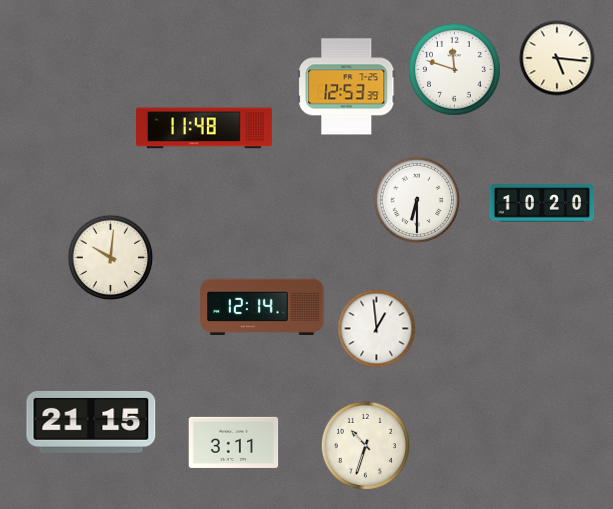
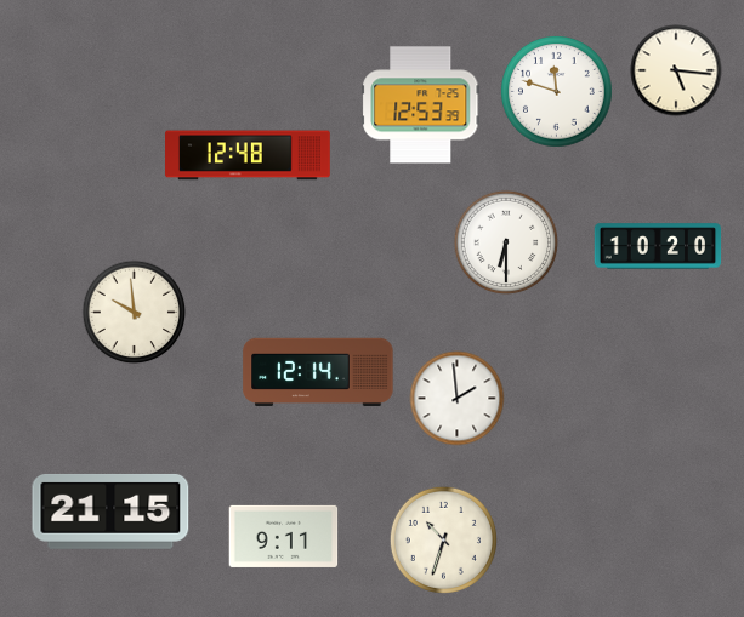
clock at (455, 70) position: (455, 70) -> (557, 92)
clock at (205, 128): 11:48 -> 12:48
clock at (111, 258): 10:01 -> 9:59
clock at (377, 329): 12:59 -> 1:59
clock at (234, 442): 3:11 -> 9:11
